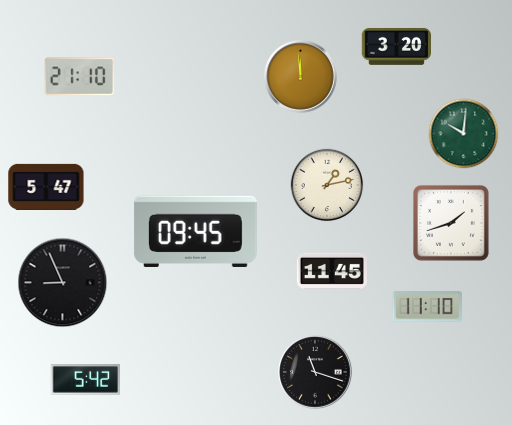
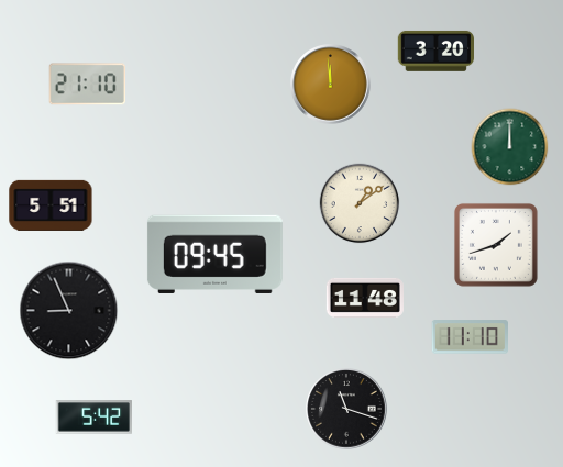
clock at (464, 134): 10:01 -> 12:00
clock at (327, 185): 1:13 -> 1:09
clock at (46, 187): 5:47 -> 5:51
clock at (332, 271): 11:45 -> 11:48
